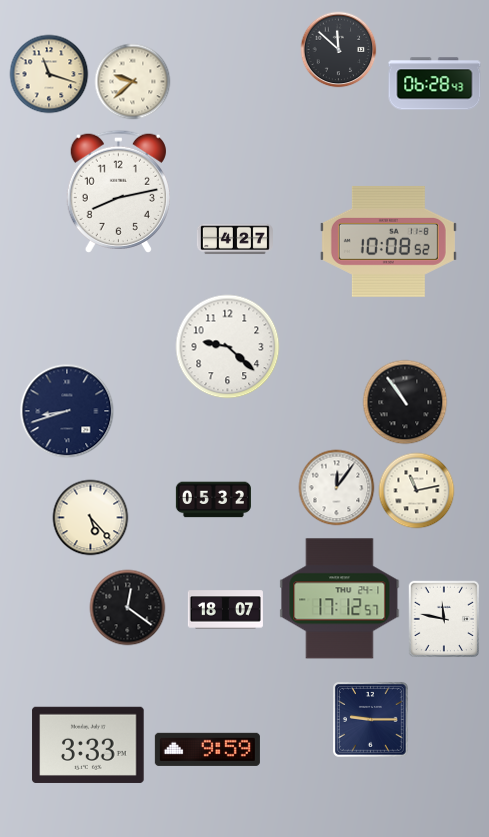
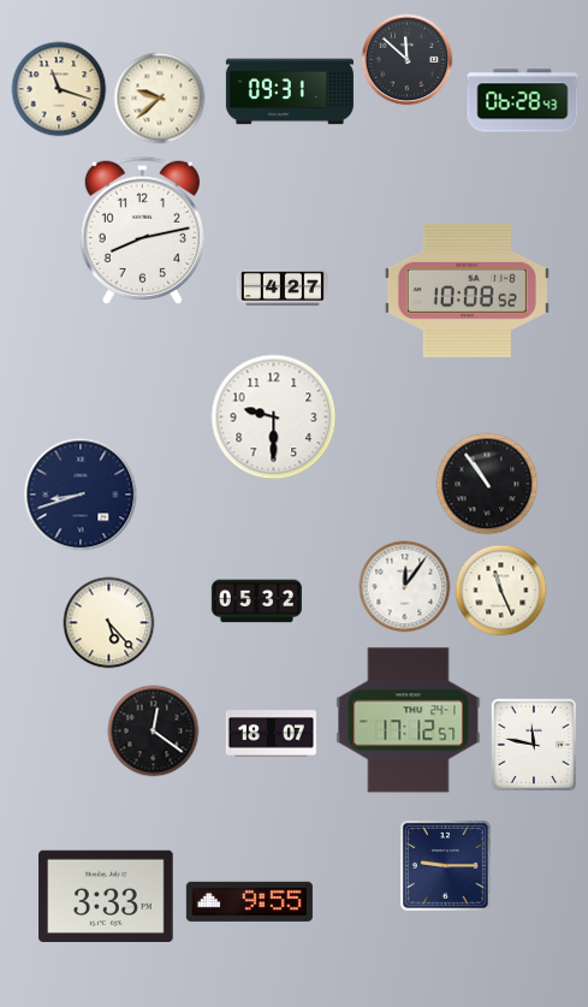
clock at (290, 91): none -> 09:31
clock at (228, 347): 9:22 -> 9:30
clock at (417, 491): 11:13 -> 11:26
clock at (207, 749): 9:59 -> 9:55
